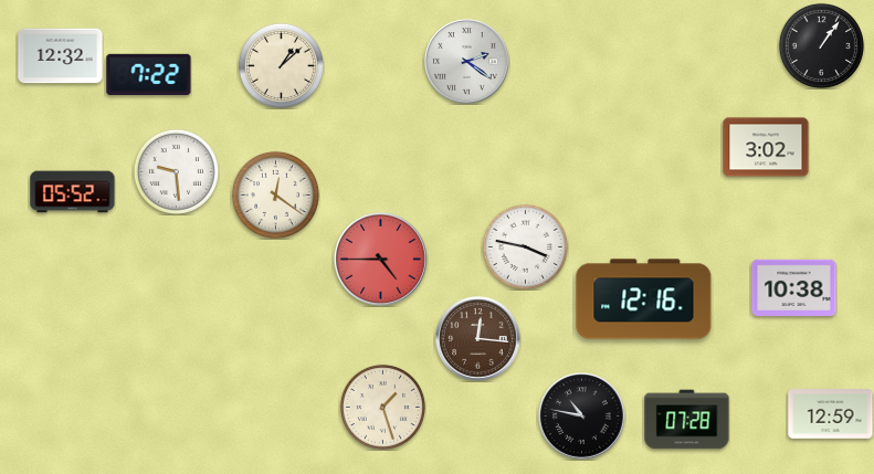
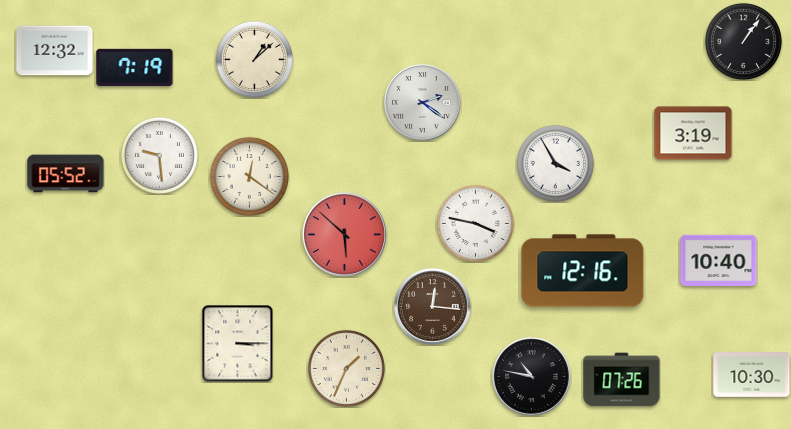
clock at (467, 62) position: (467, 62) -> (423, 103)
clock at (149, 74): 7:22 -> 7:19
clock at (766, 147): 3:02 -> 3:19
clock at (555, 163): none -> 3:55
clock at (380, 259): 4:45 -> 5:52
clock at (794, 288): 10:38 -> 10:40
clock at (238, 343): none -> 3:15
clock at (382, 407): 1:27 -> 1:34
clock at (831, 414): 12:59 -> 10:30
clock at (582, 417) position: (582, 417) -> (532, 377)
clock at (687, 420): 07:28 -> 07:26
